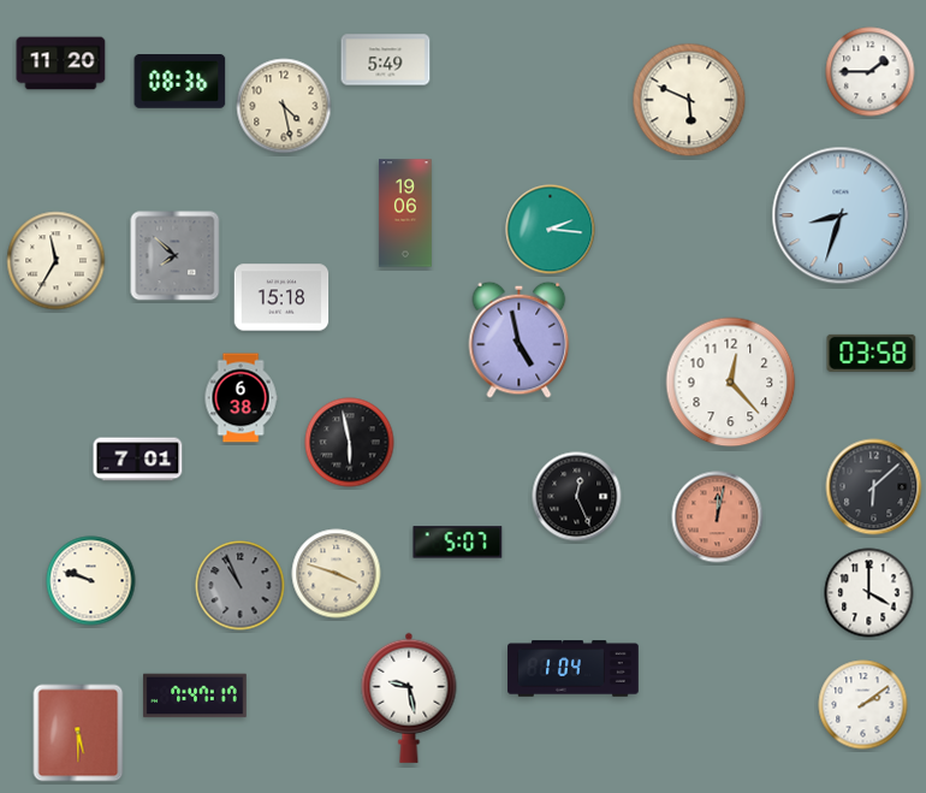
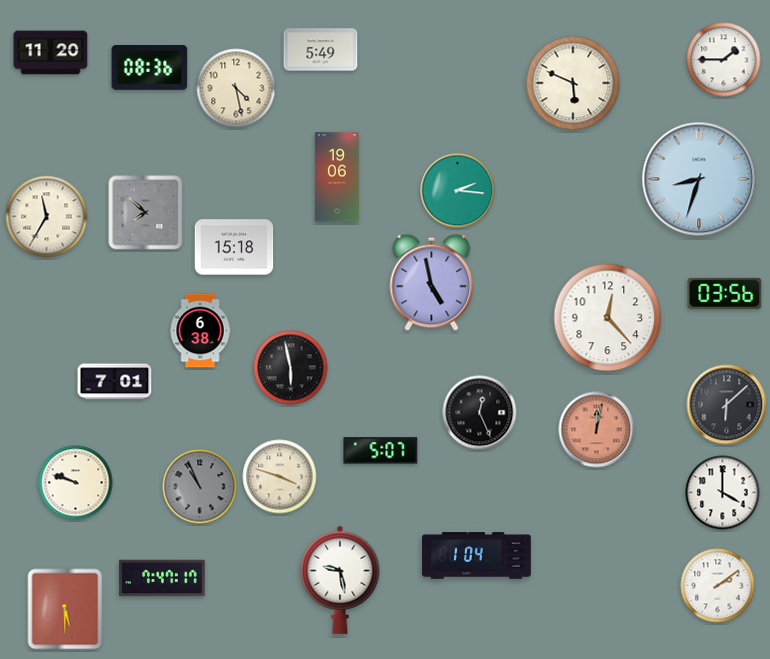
clock at (872, 353): 03:58 -> 03:56
